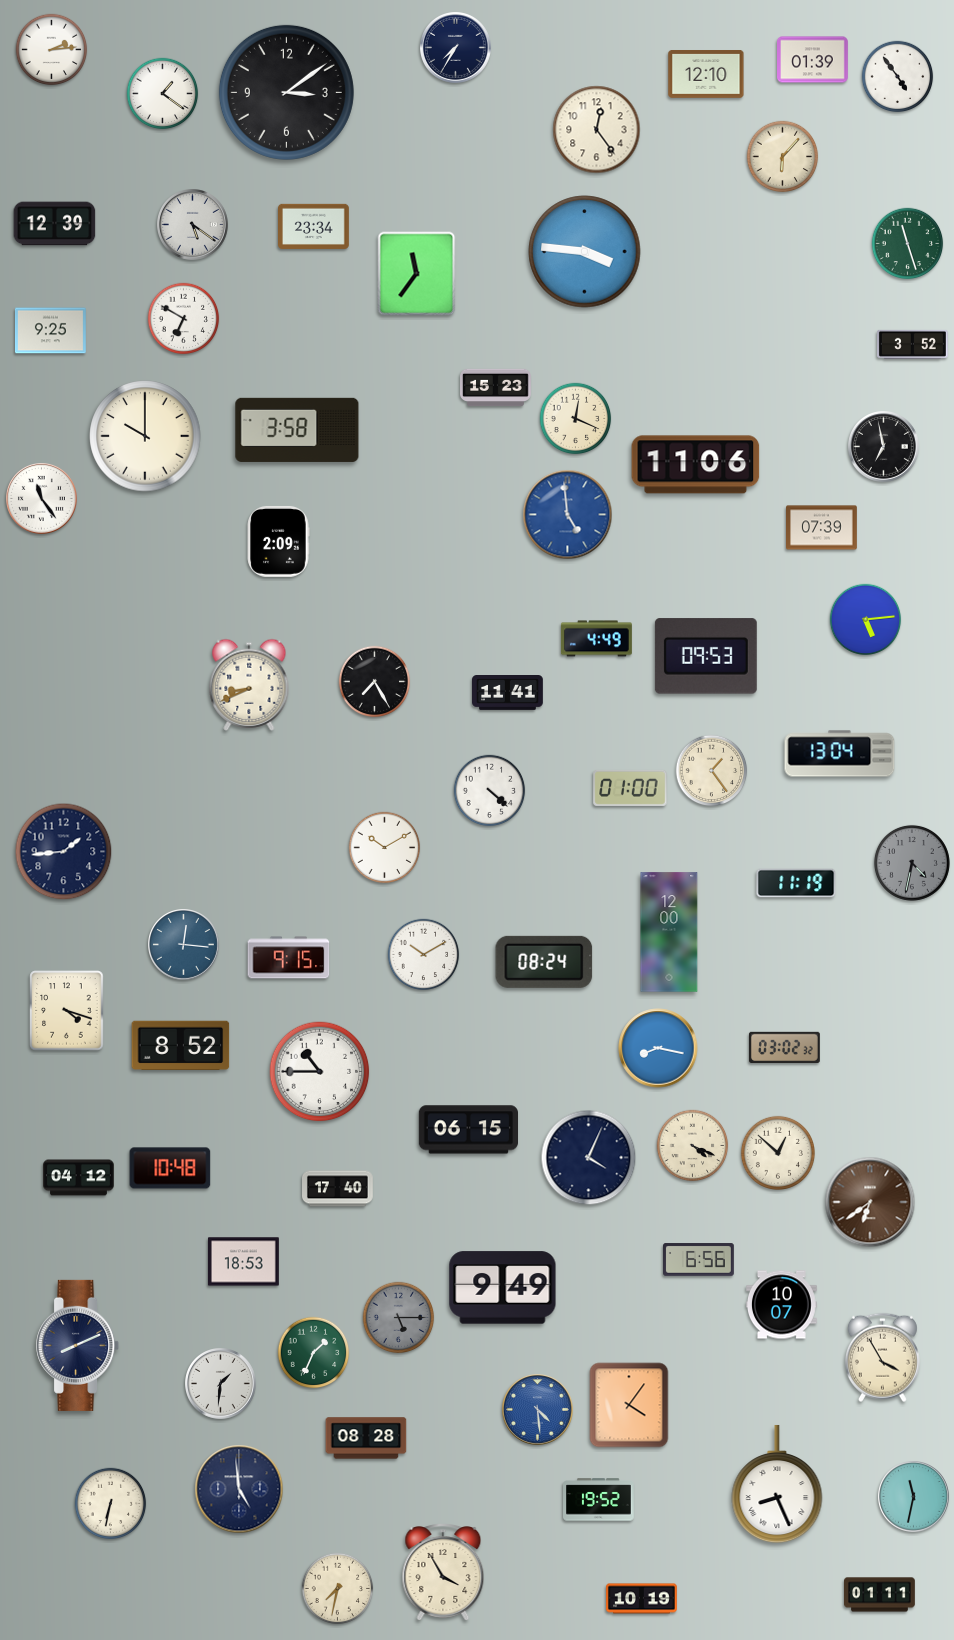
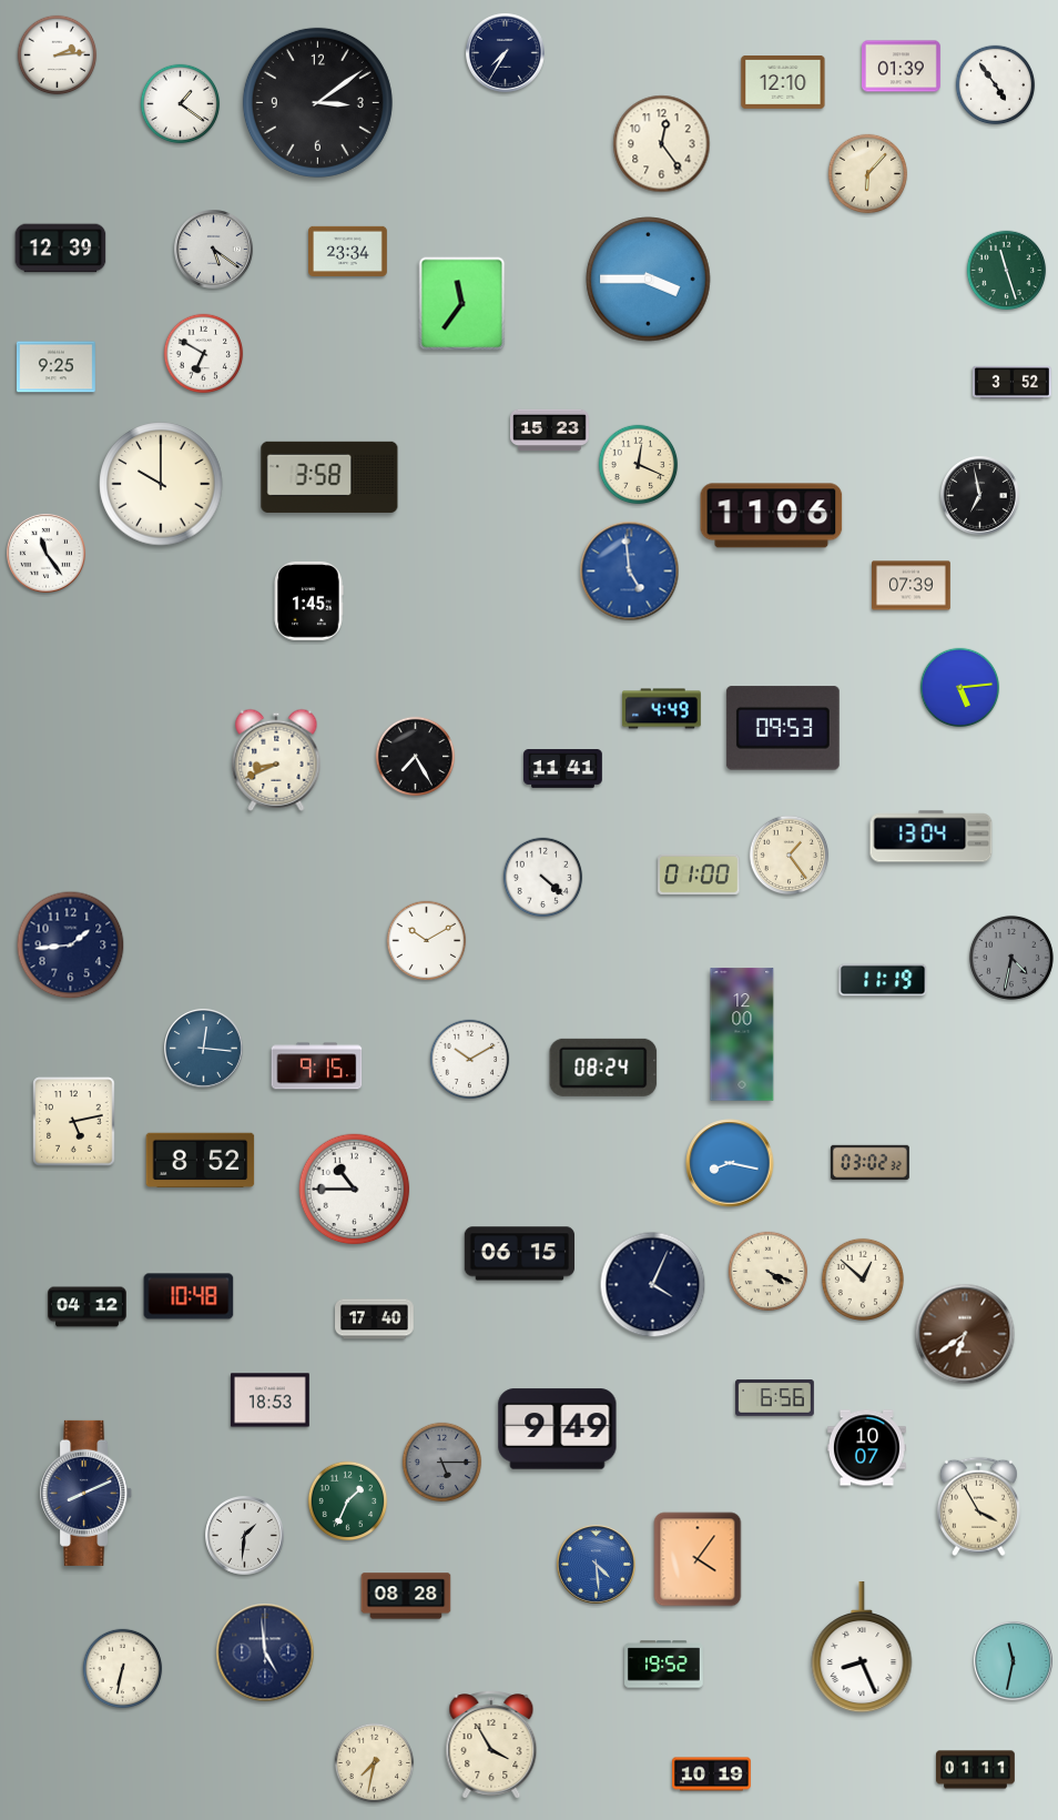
clock at (585, 252): 3:46 -> 3:45
clock at (278, 541): 2:09 -> 1:45
clock at (289, 958) position: (289, 958) -> (317, 1066)
clock at (67, 1011): 4:18 -> 5:13
